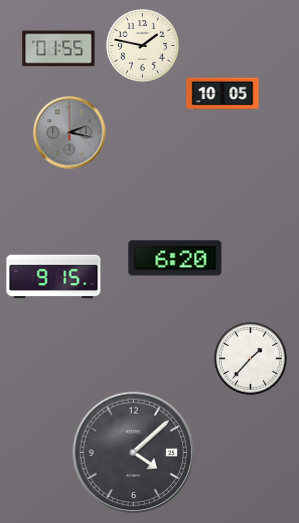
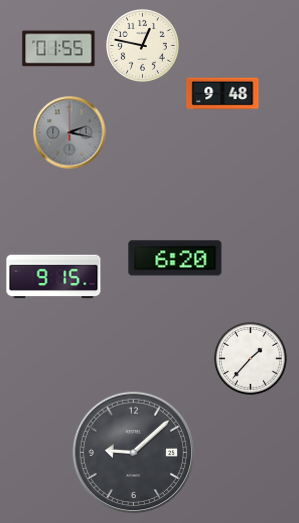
clock at (143, 46): 1:47 -> 12:47
clock at (223, 94): 10:05 -> 9:48
clock at (134, 453): 4:08 -> 9:08
